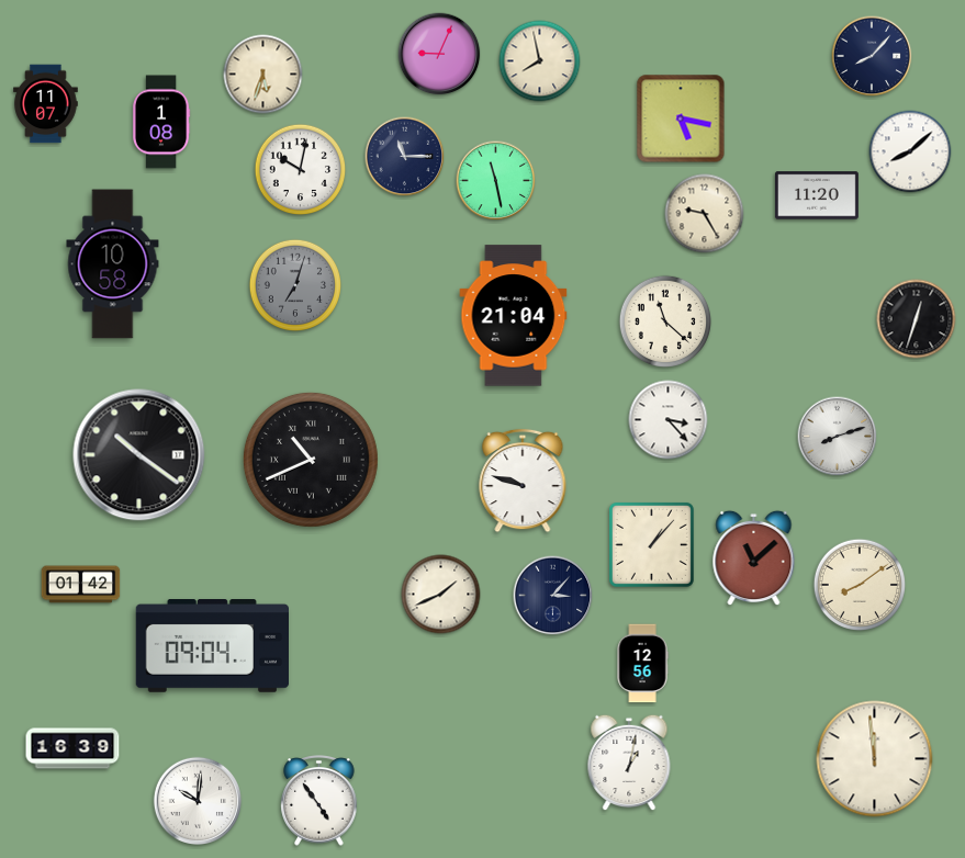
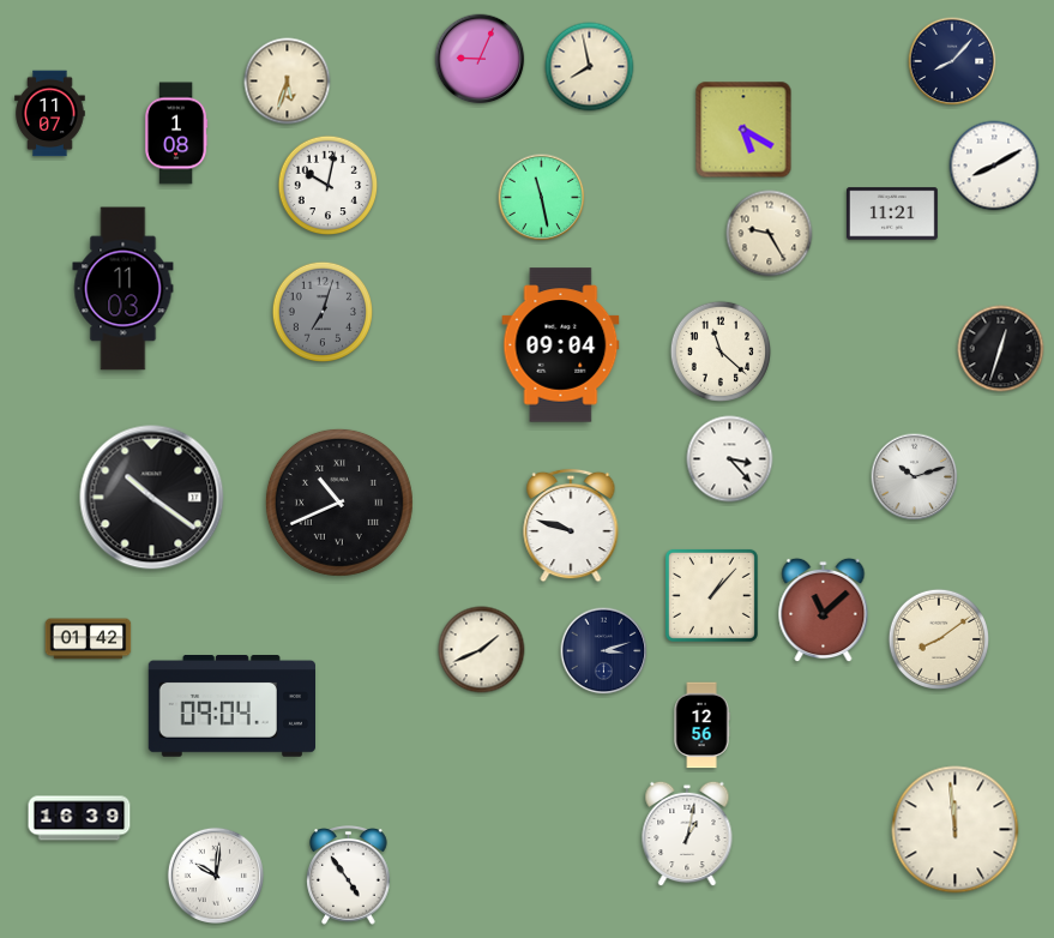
clock at (681, 118): 5:17 -> 5:20
clock at (910, 151): 8:08 -> 8:10
clock at (405, 157): 11:15 -> none
clock at (817, 195): 11:20 -> 11:21
clock at (113, 264): 10:58 -> 11:03
clock at (514, 316): 21:04 -> 09:04
clock at (664, 320) position: (664, 320) -> (719, 350)
clock at (838, 437): 8:12 -> 10:12
clock at (553, 596): 3:07 -> 3:12
